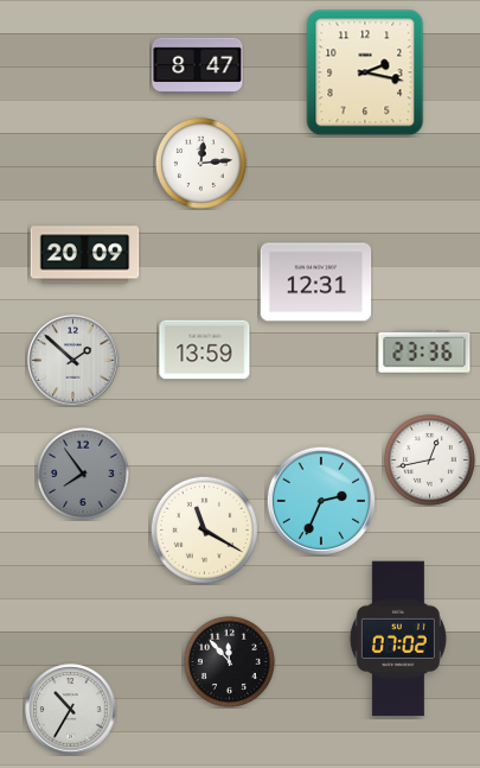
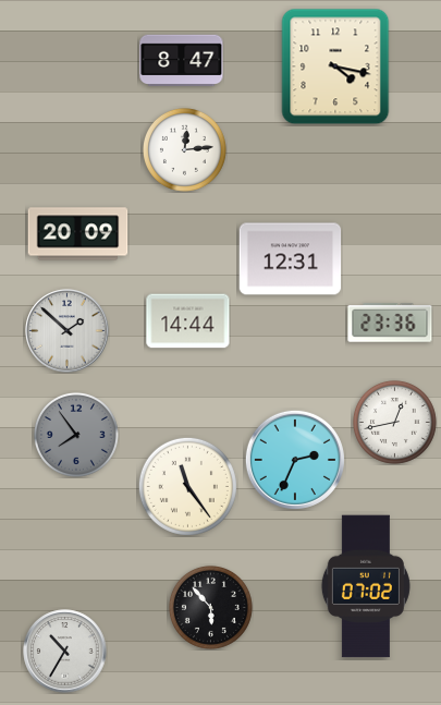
clock at (365, 72): 2:17 -> 4:17
clock at (205, 350): 13:59 -> 14:44
clock at (204, 529): 11:20 -> 11:24
clock at (229, 661): 11:53 -> 5:53
